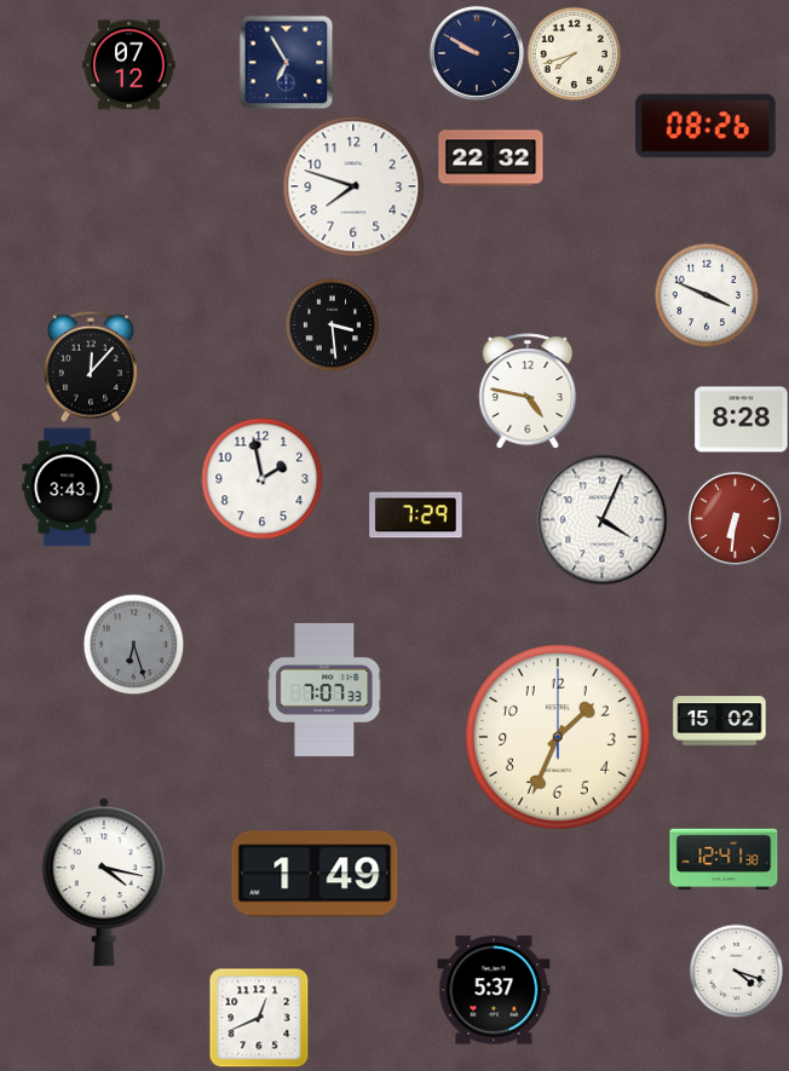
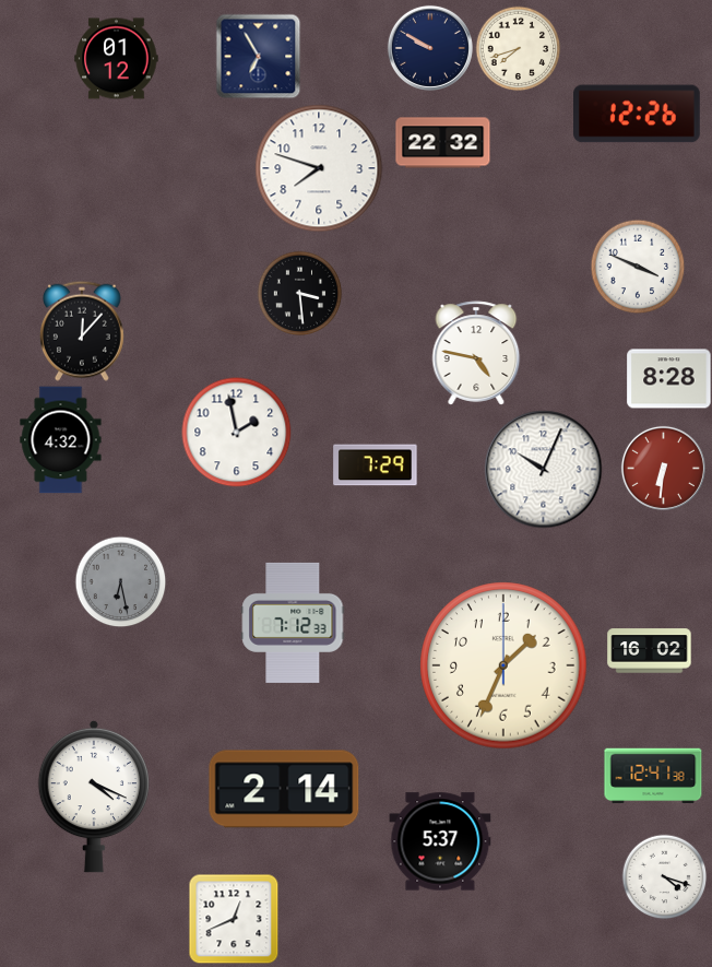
clock at (129, 65): 07:12 -> 01:12
clock at (707, 126): 08:26 -> 12:26
clock at (68, 488): 3:43 -> 4:32
clock at (603, 520): 4:04 -> 10:04
clock at (133, 644): 6:27 -> 6:28
clock at (324, 690): 7:07 -> 7:12
clock at (720, 721): 15:02 -> 16:02
clock at (315, 874): 1:49 -> 2:14
clock at (103, 882): 4:17 -> 4:19
clock at (494, 990) position: (494, 990) -> (440, 841)
